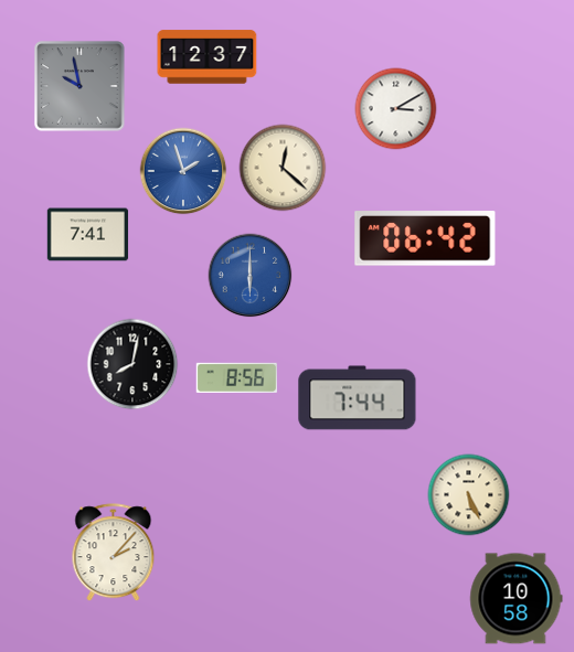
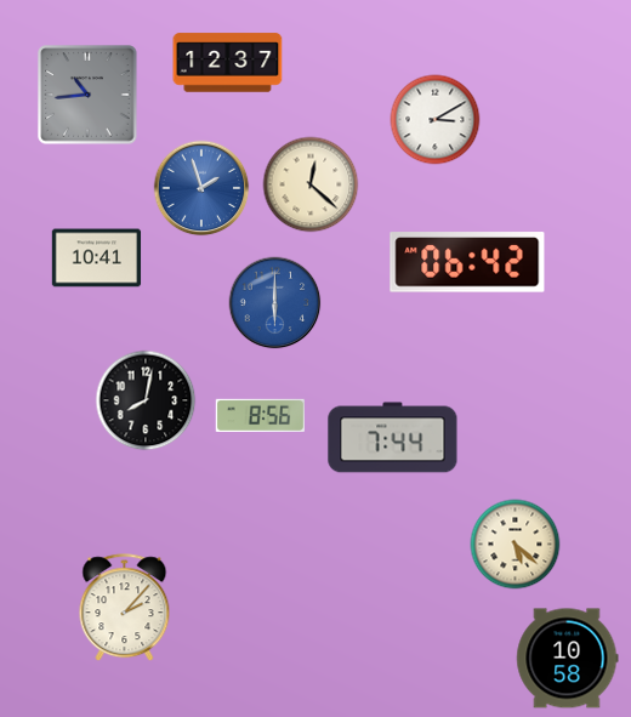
clock at (79, 86): 9:58 -> 10:44
clock at (88, 235): 7:41 -> 10:41
clock at (469, 495): 5:26 -> 5:22
